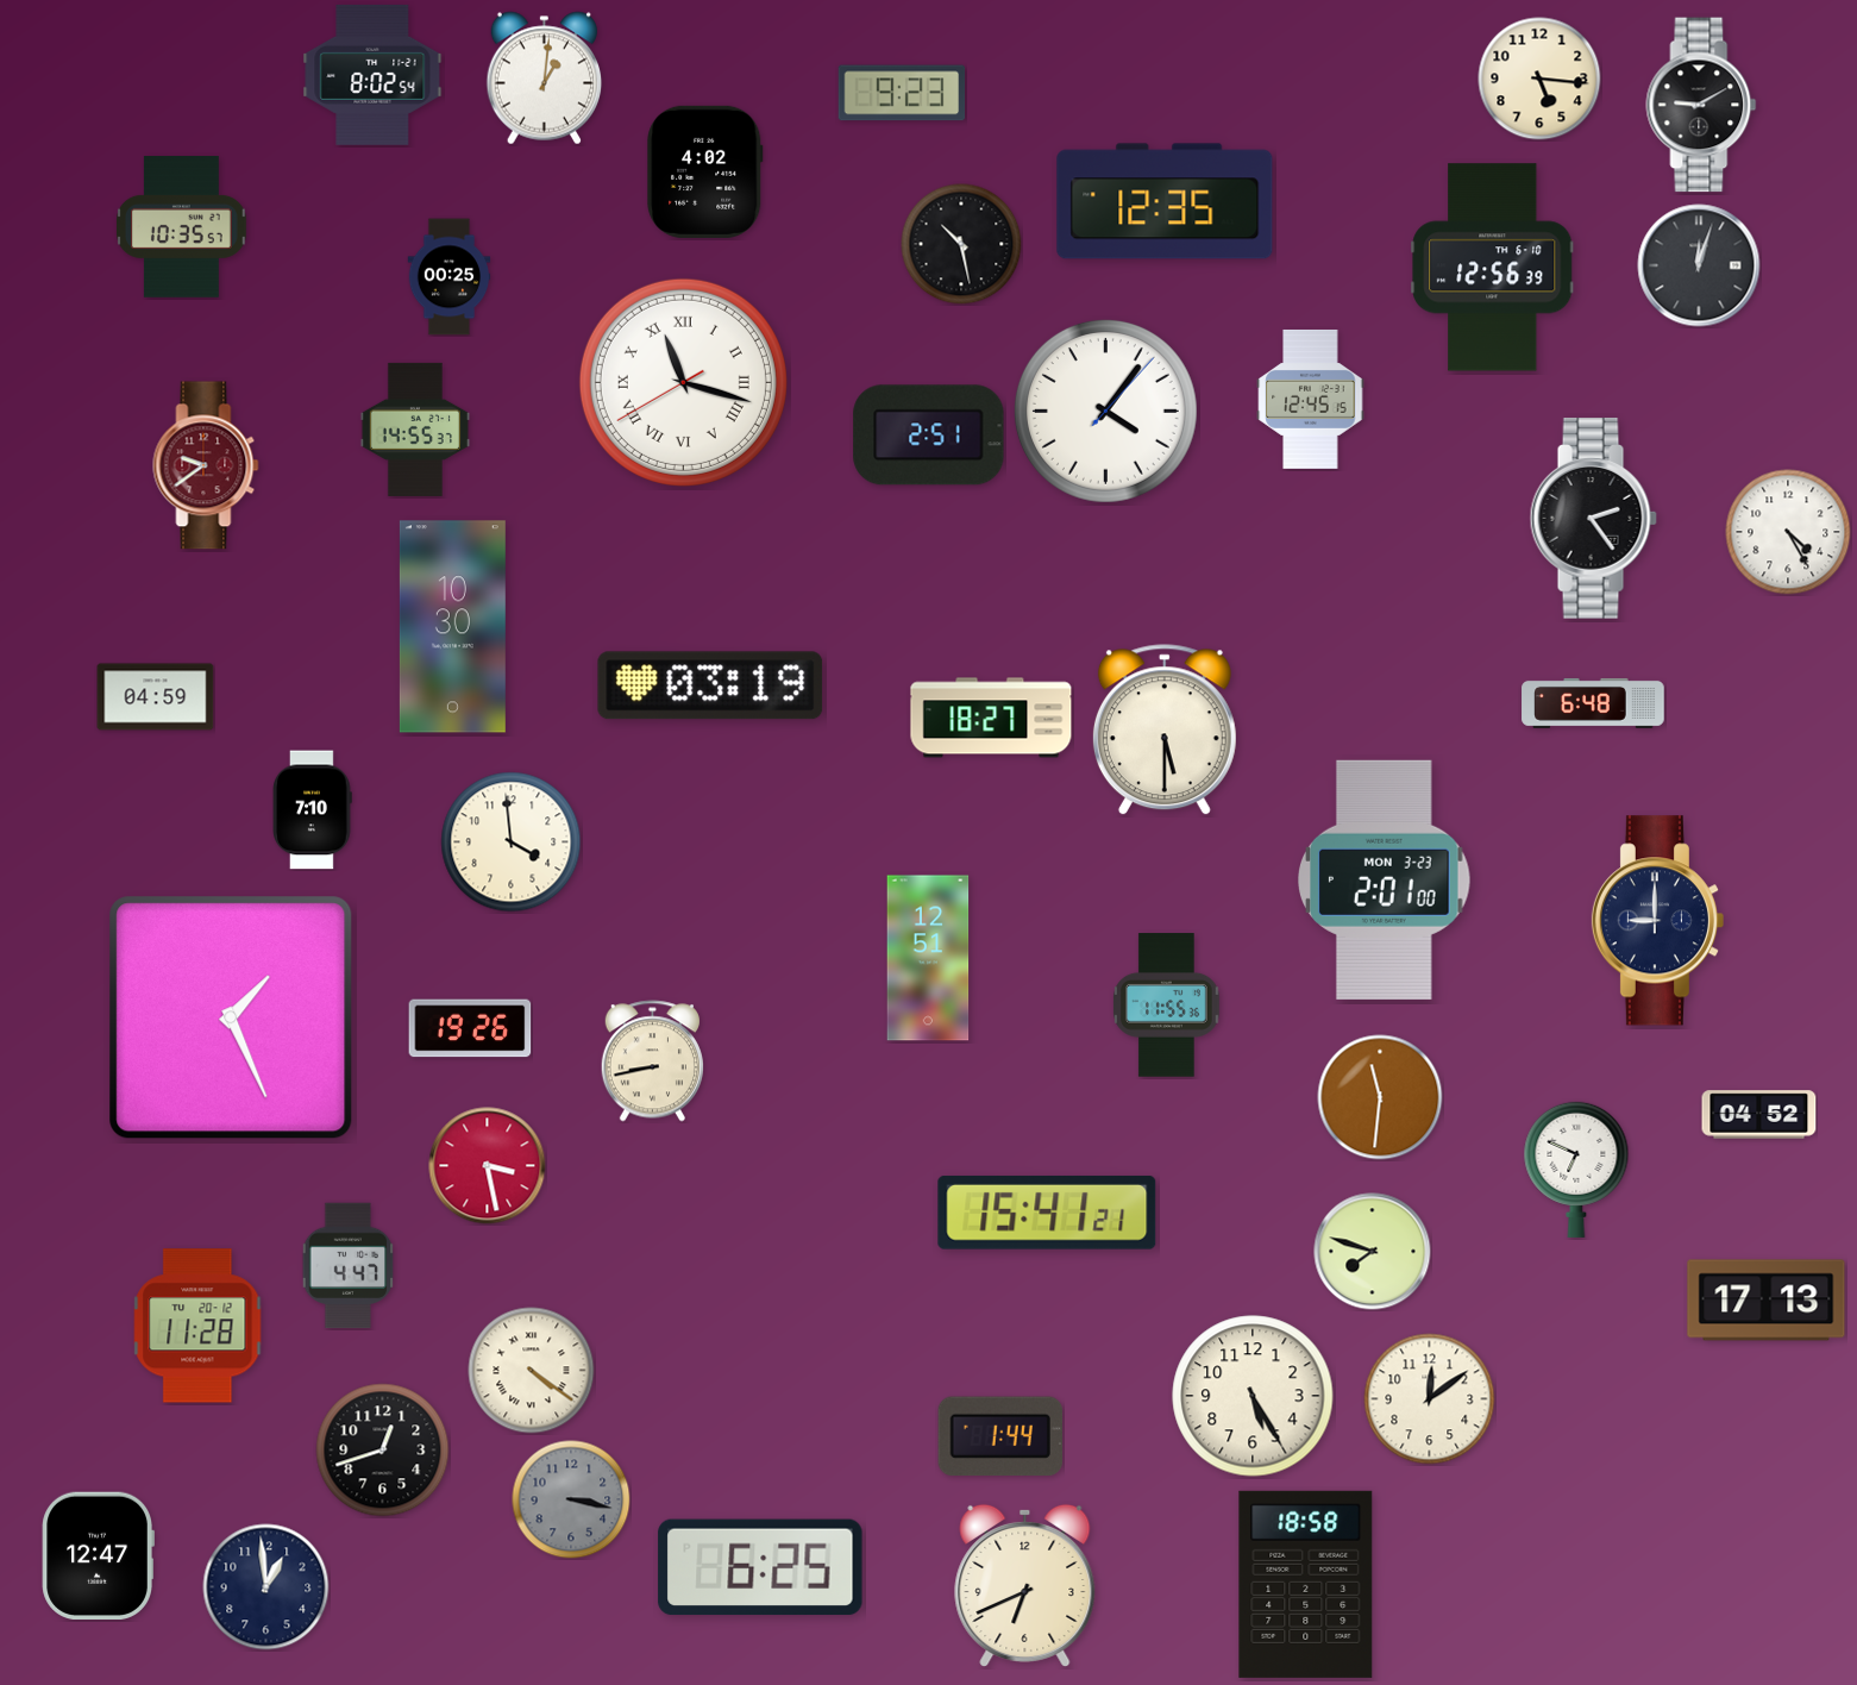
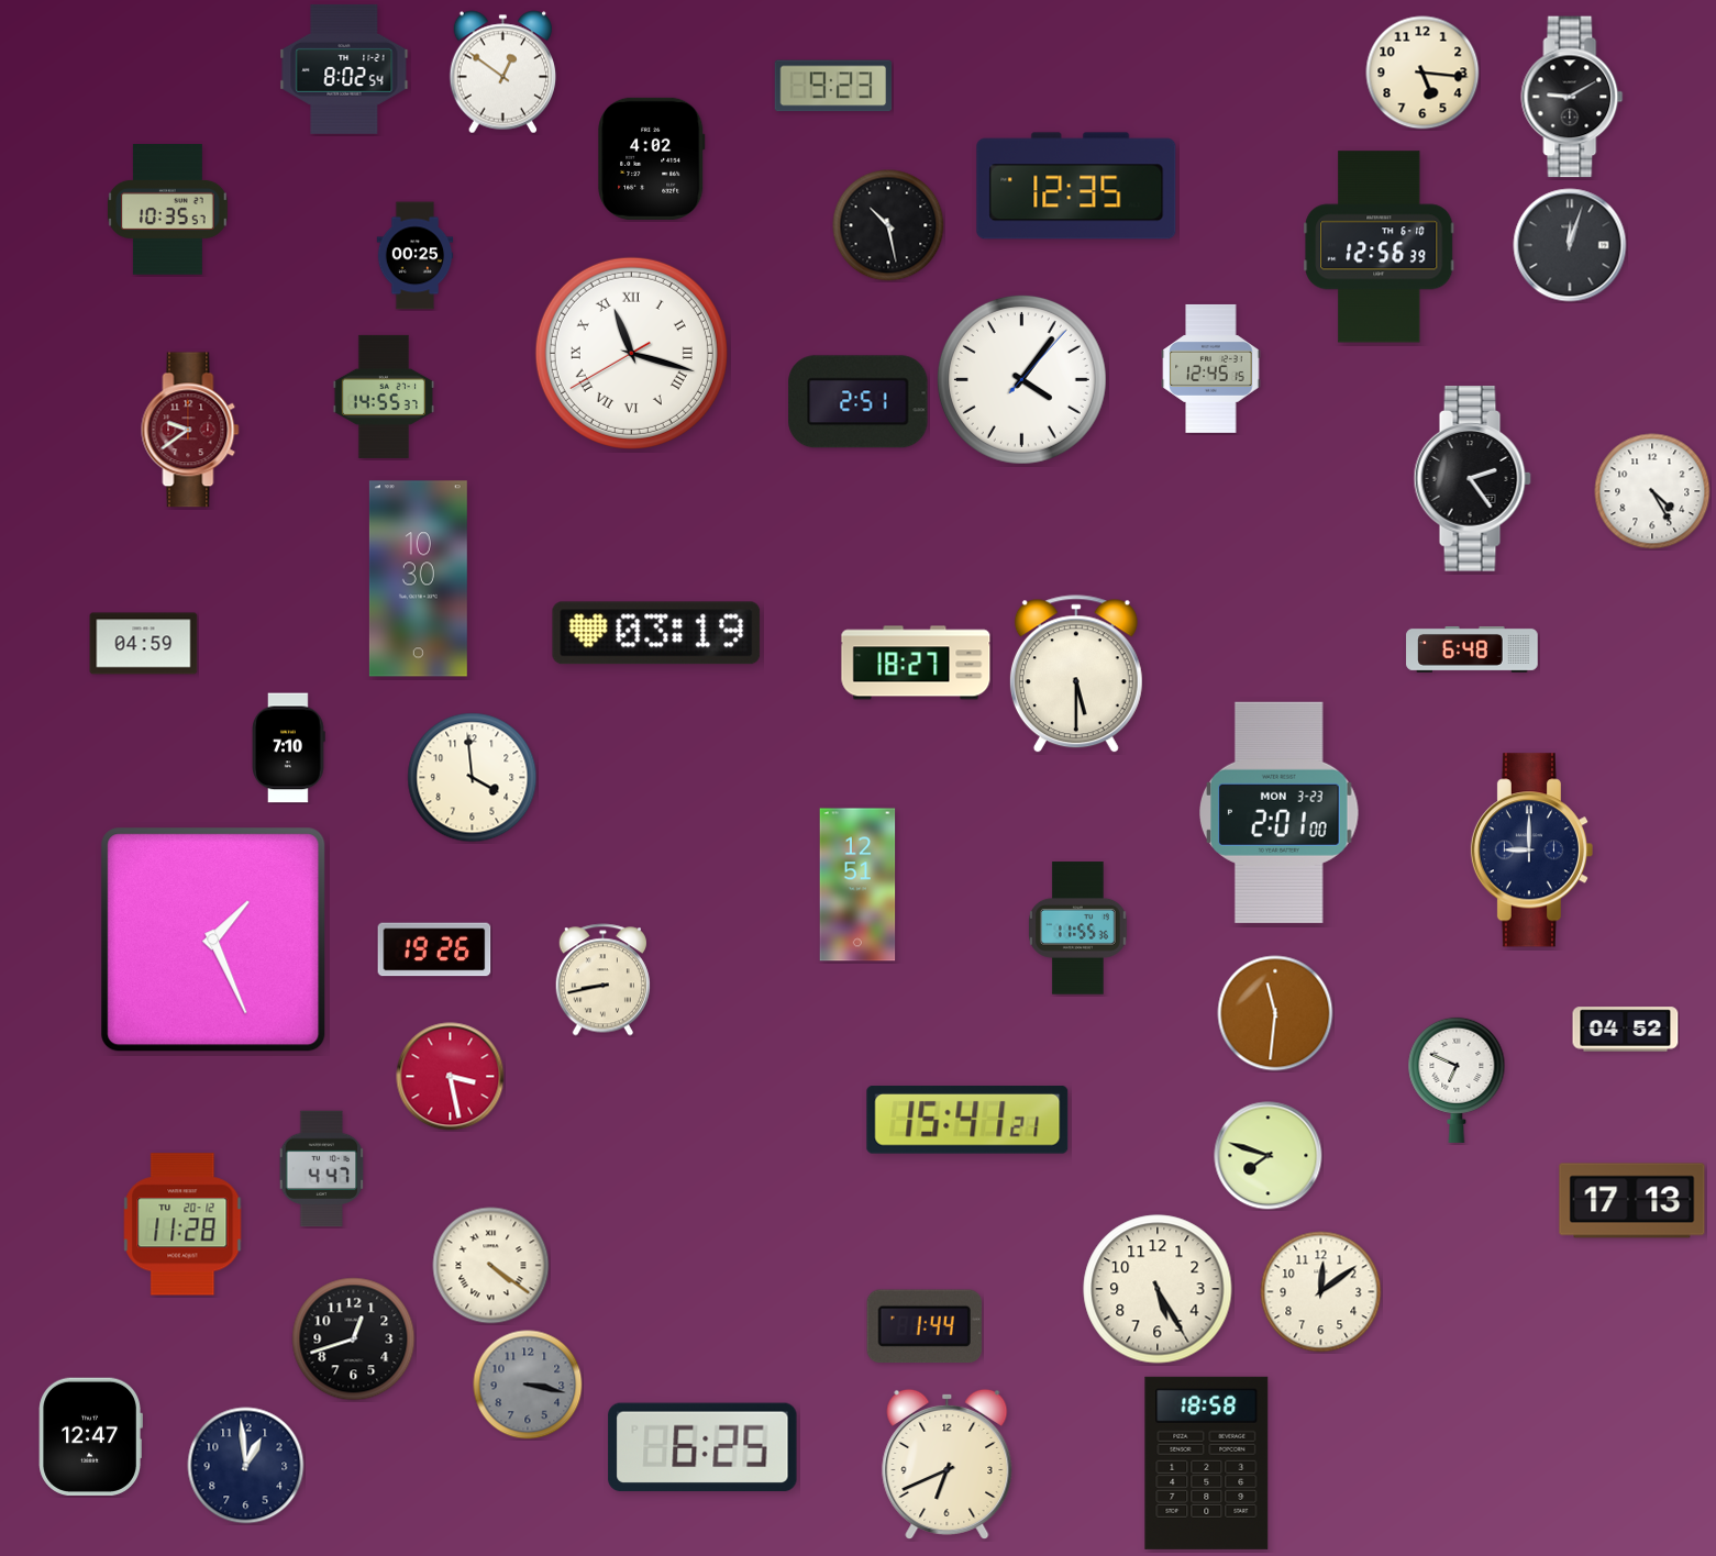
clock at (545, 79): 1:01 -> 12:51
